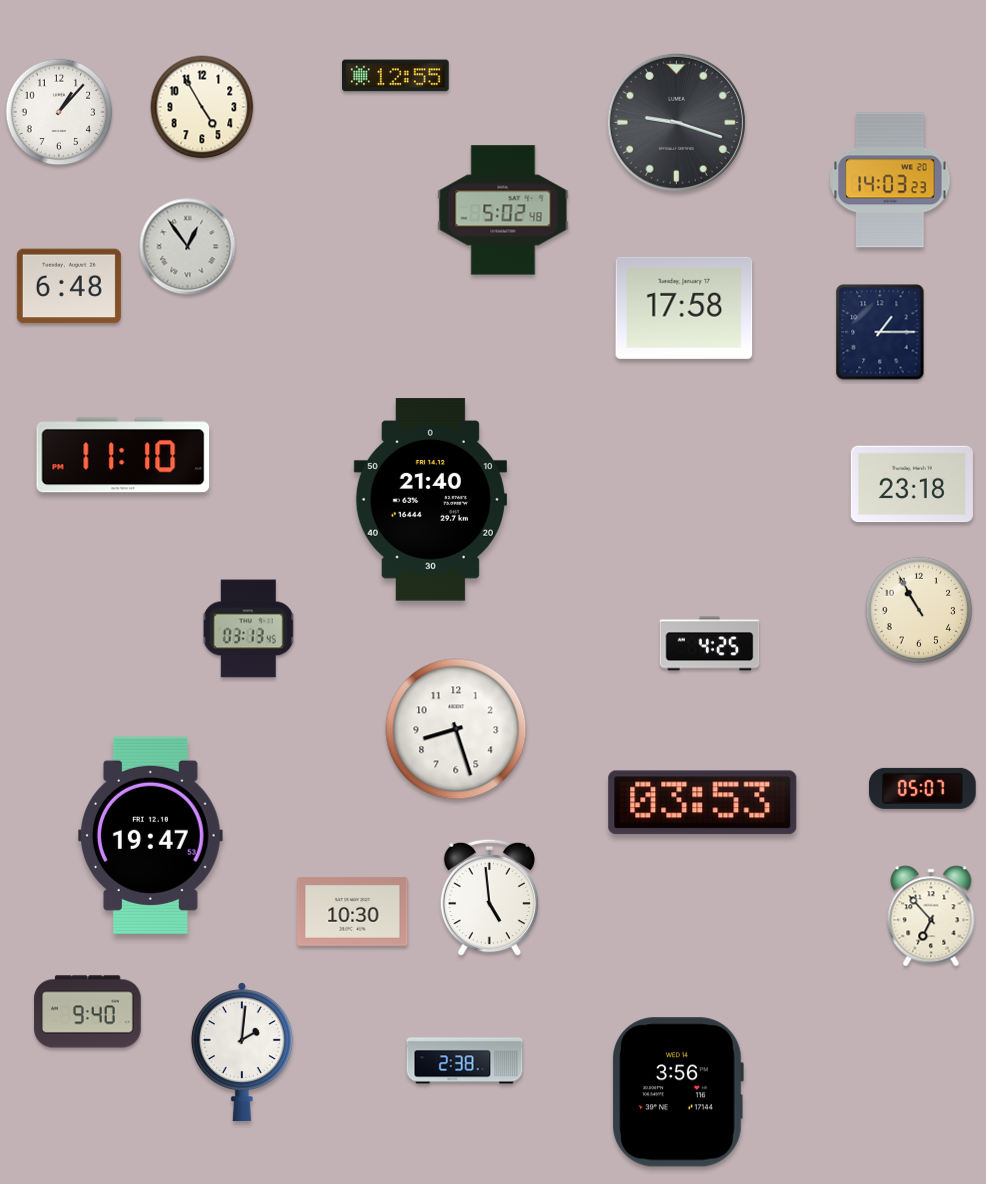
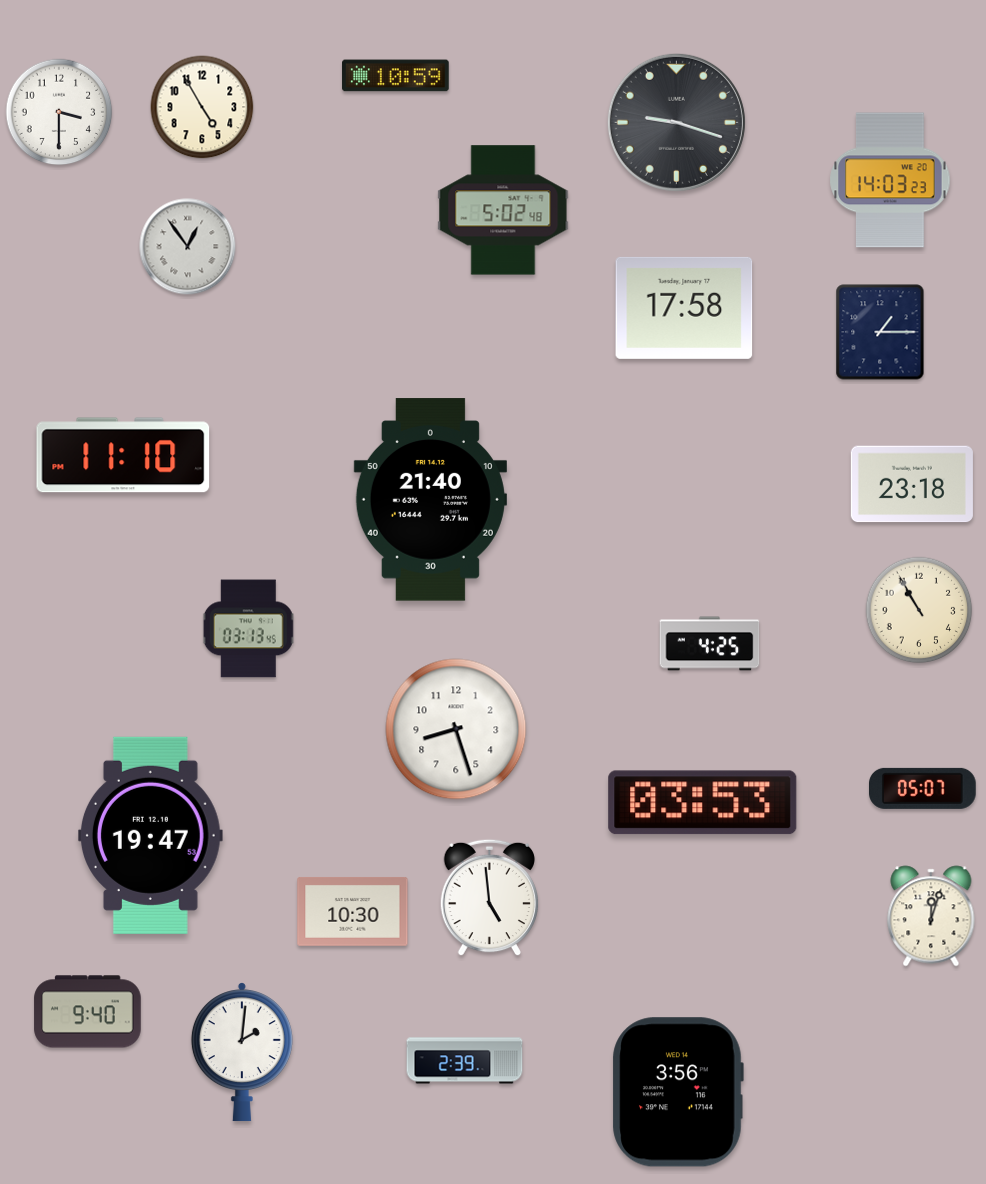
clock at (396, 76): 12:55 -> 10:59
clock at (59, 112): 1:07 -> 3:30
clock at (69, 286): 6:48 -> none
clock at (931, 916): 6:53 -> 12:03
clock at (465, 1061): 2:38 -> 2:39
